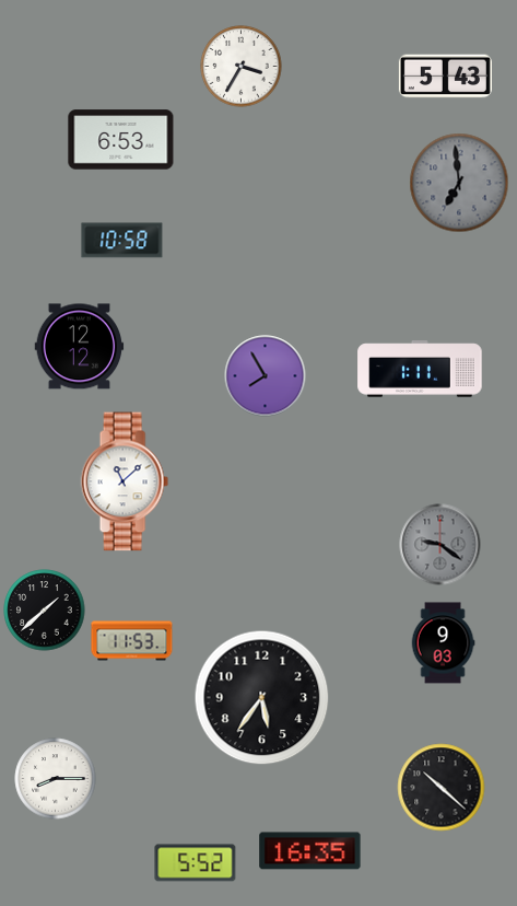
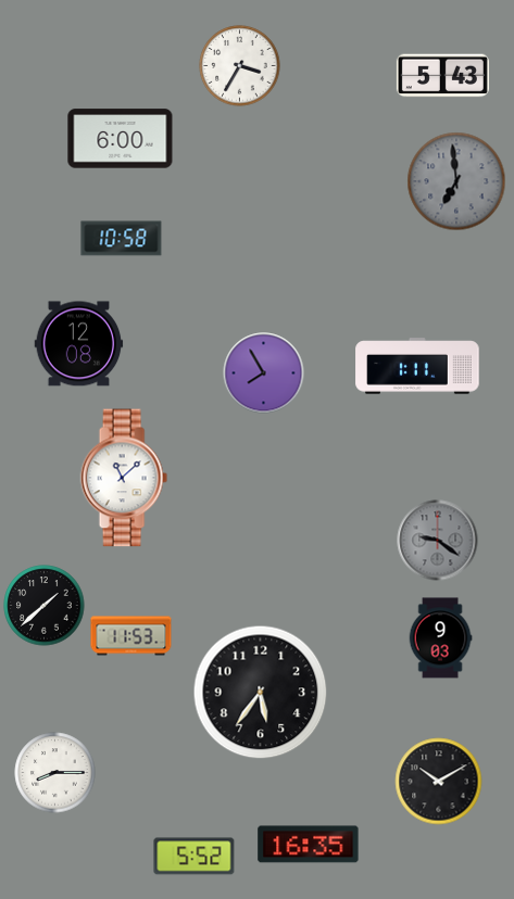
clock at (121, 140): 6:53 -> 6:00
clock at (80, 347): 12:12 -> 12:08
clock at (442, 788): 10:22 -> 10:10
